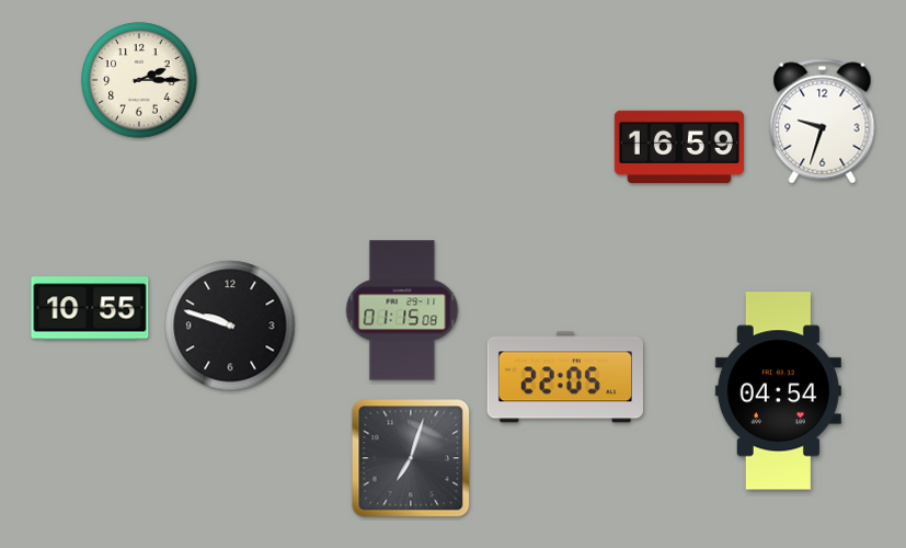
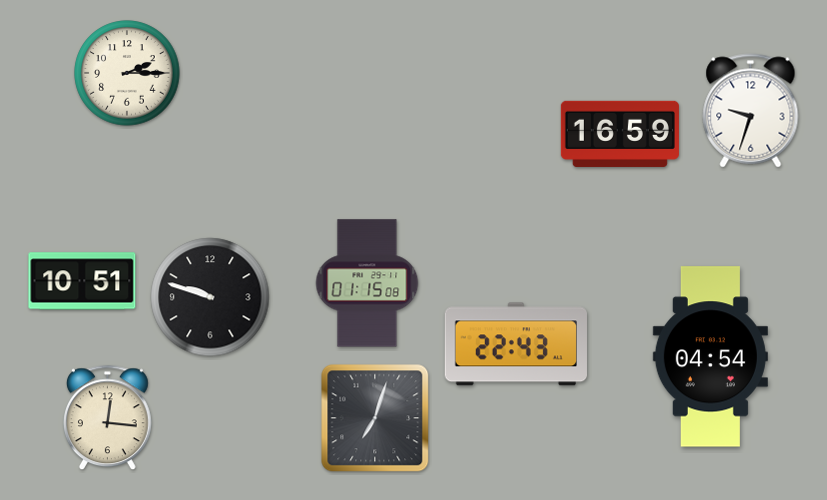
clock at (90, 308): 10:55 -> 10:51
clock at (565, 377): 22:05 -> 22:43
clock at (108, 418): none -> 12:16
